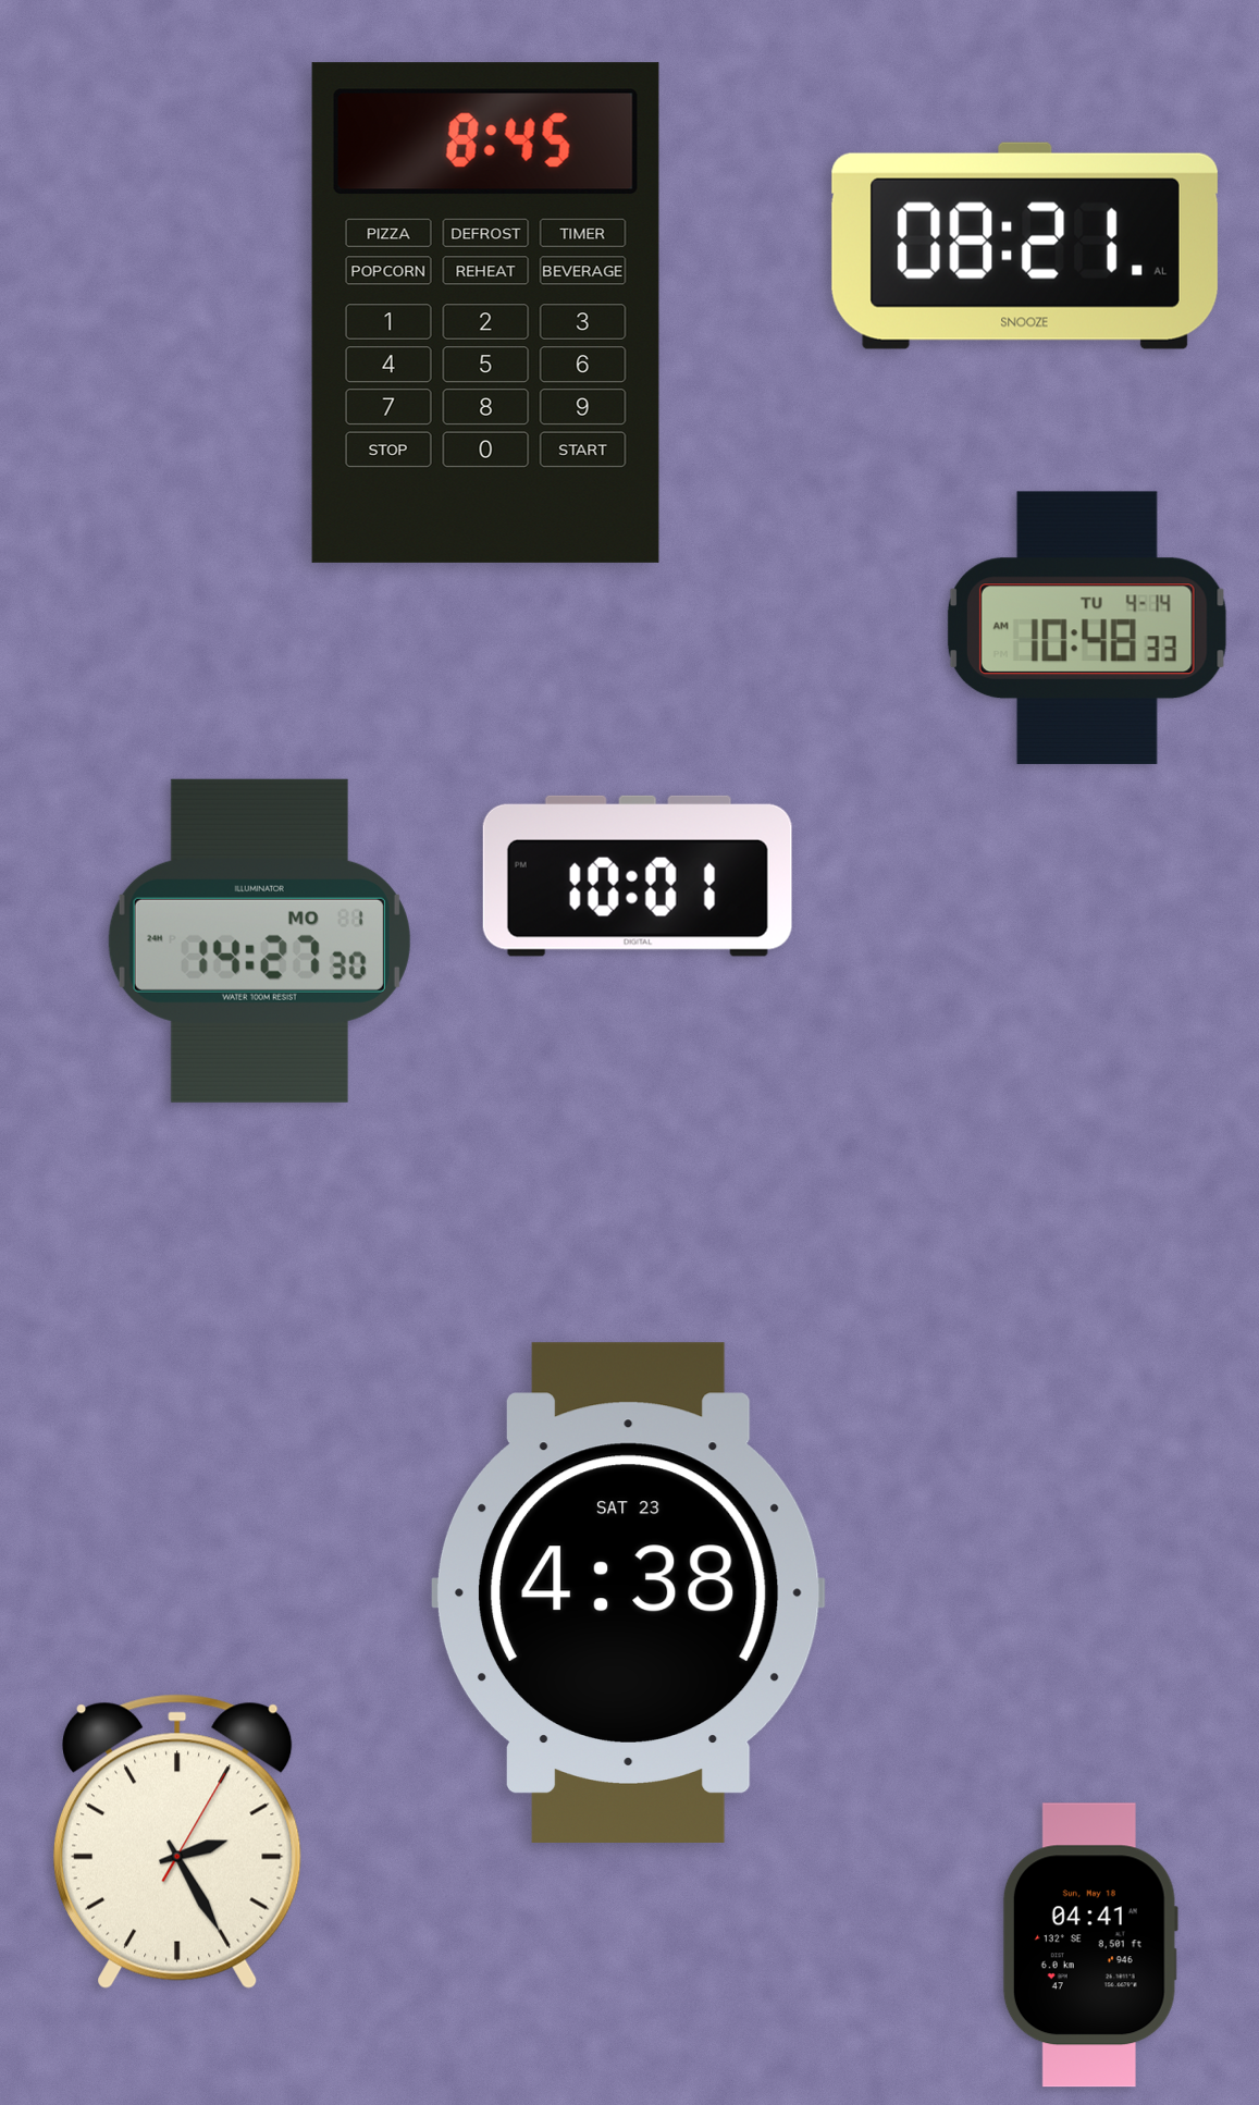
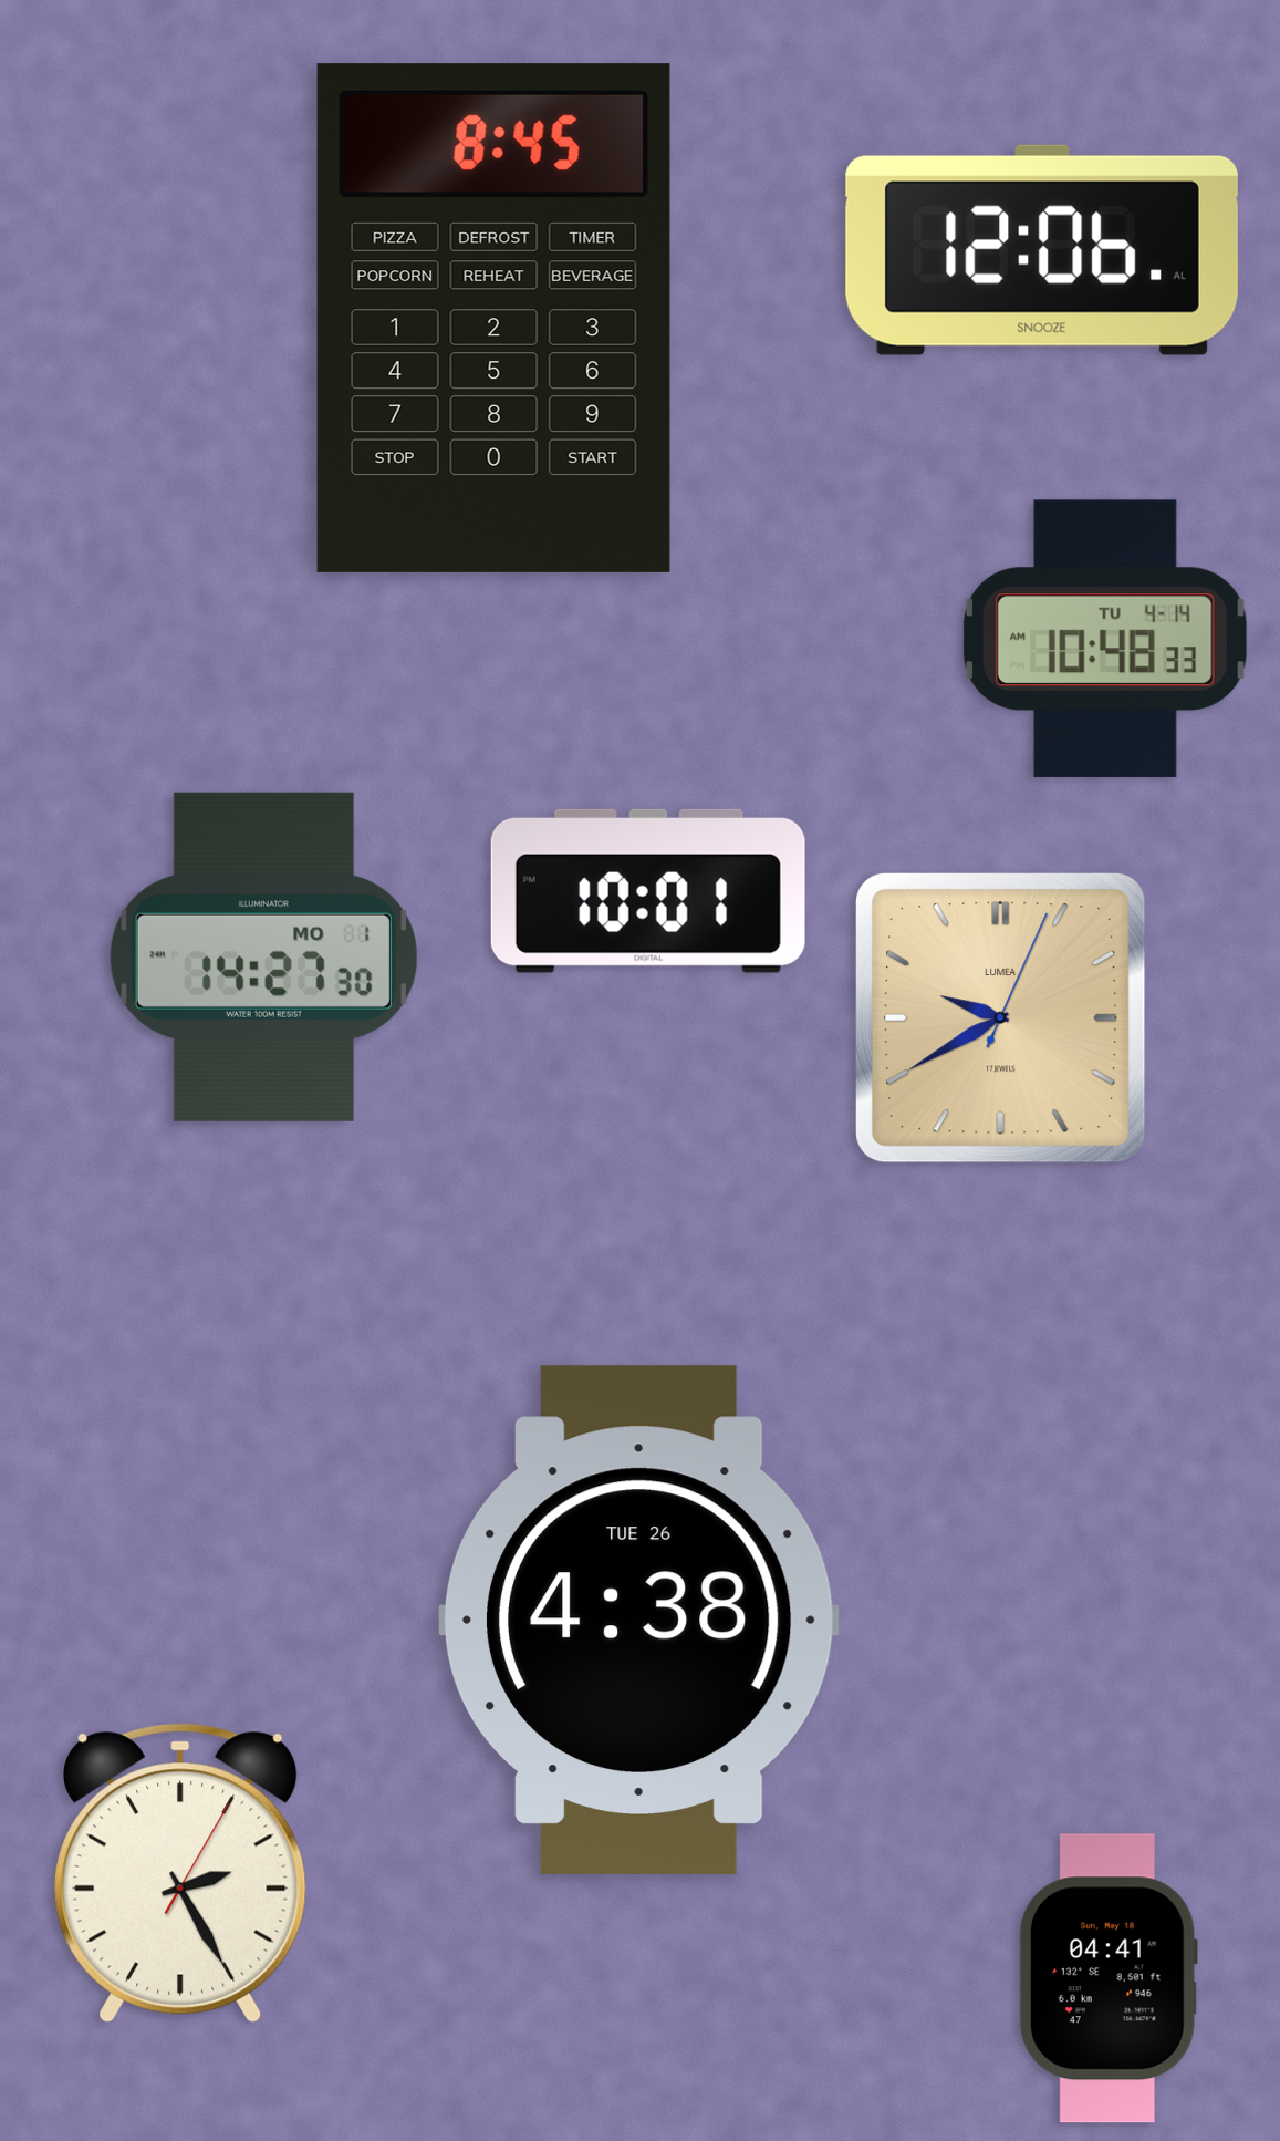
clock at (1025, 246): 08:21 -> 12:06
clock at (1001, 1018): none -> 9:40
clock at (628, 1592) date: SAT 23 -> TUE 26
